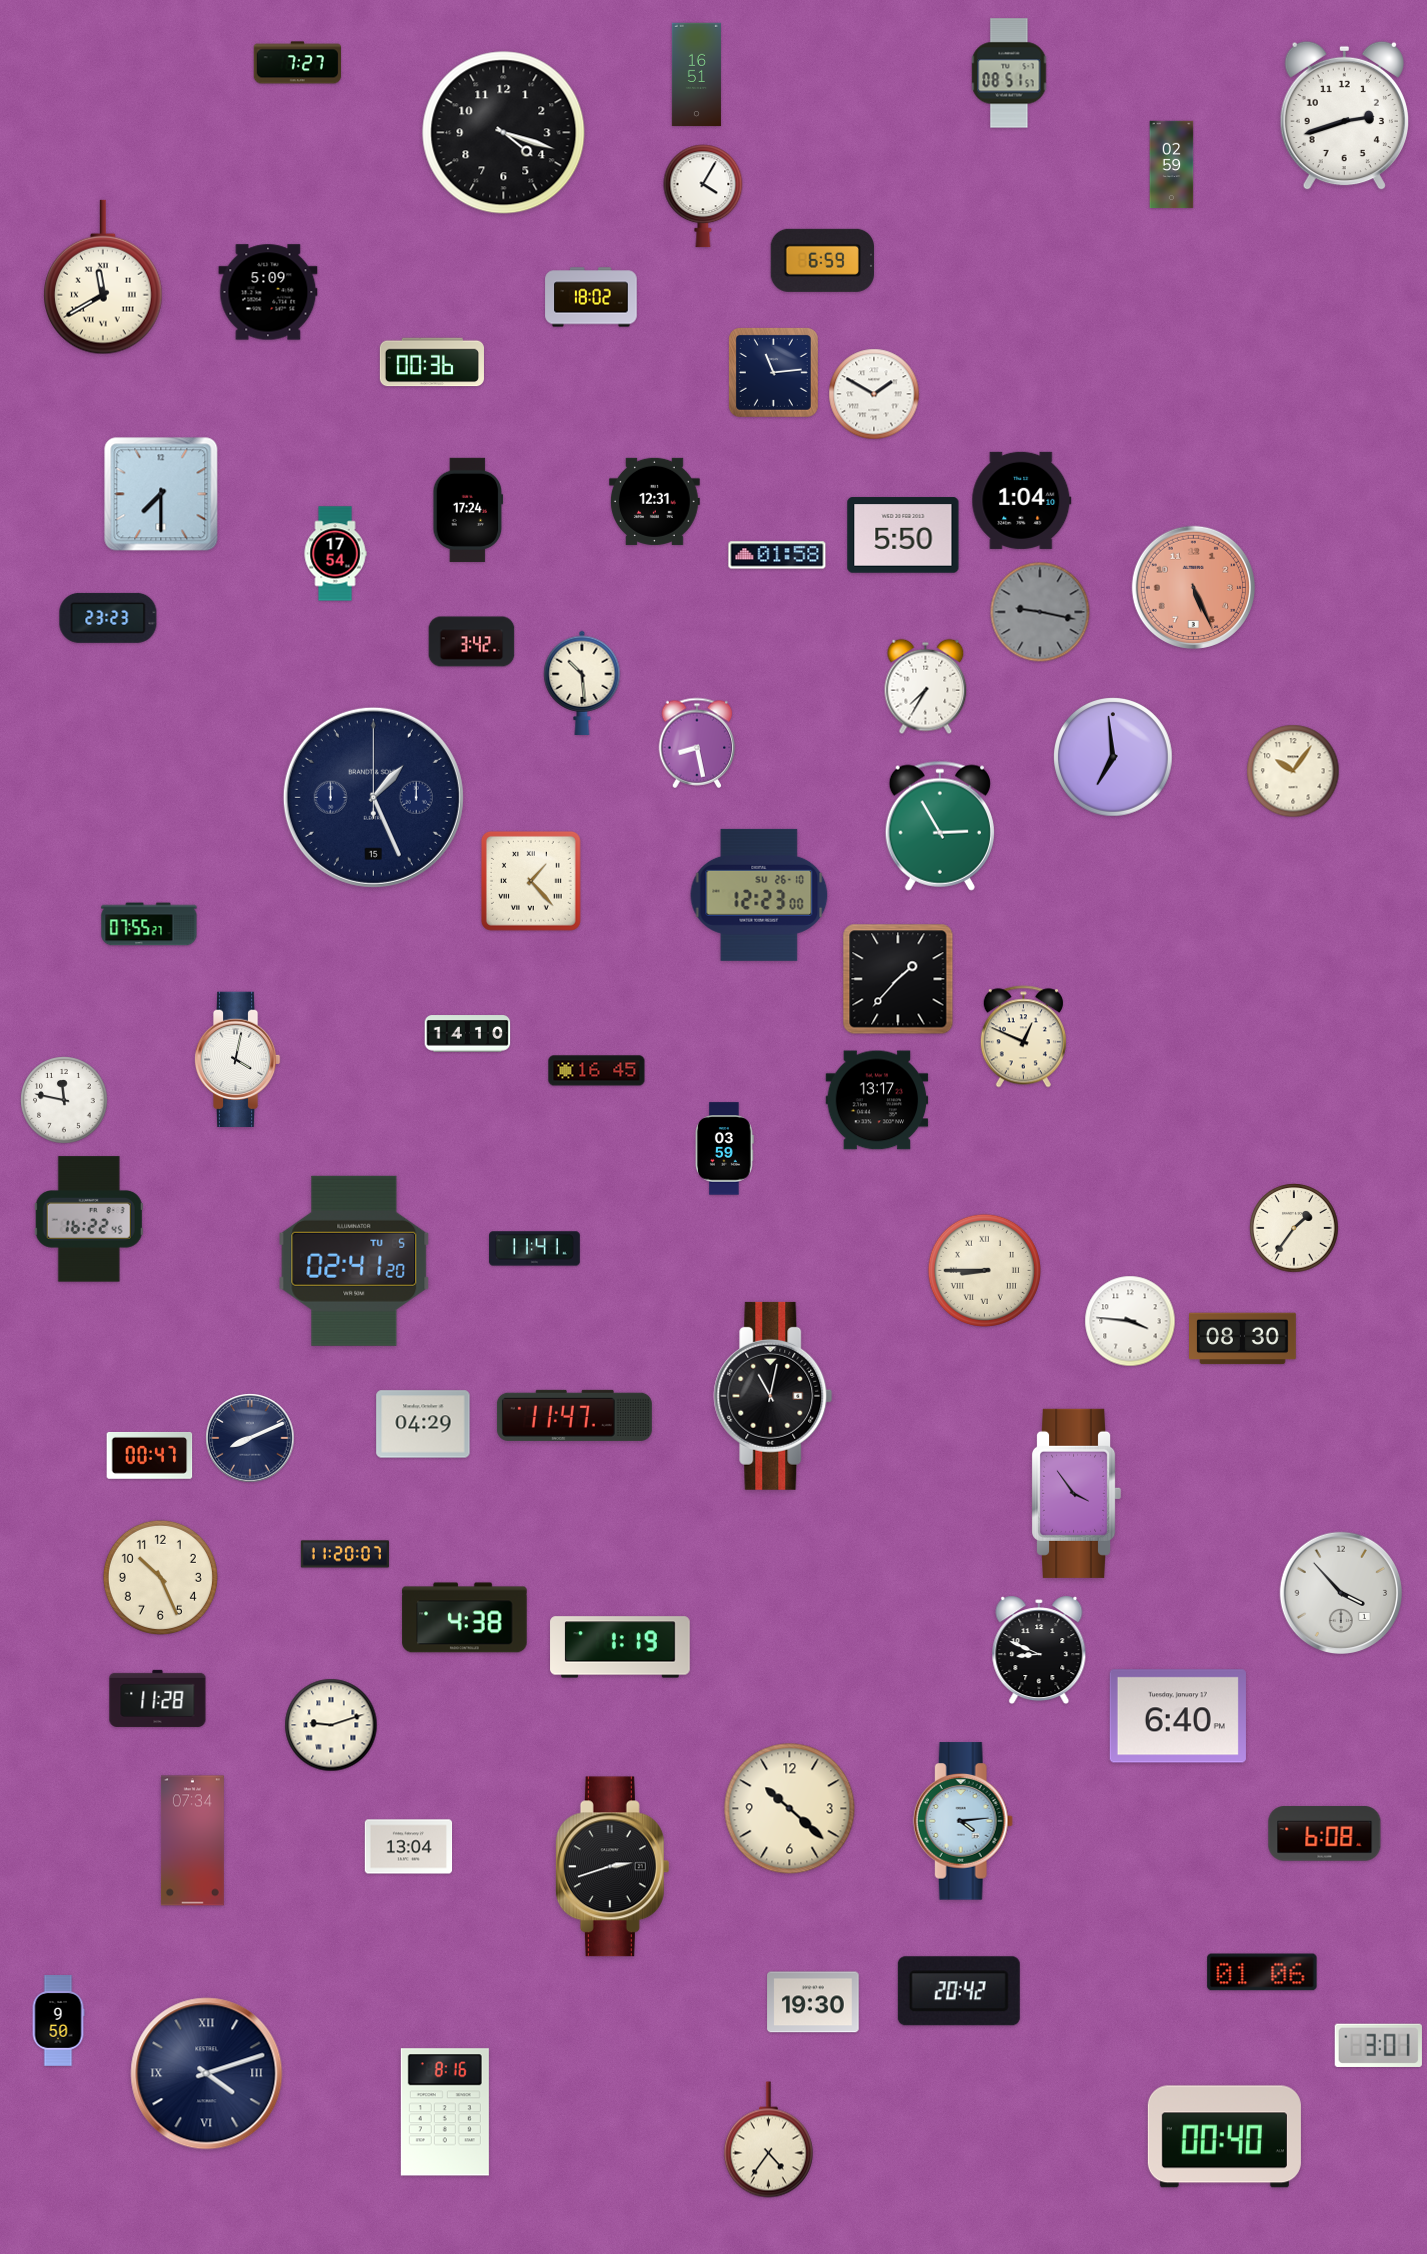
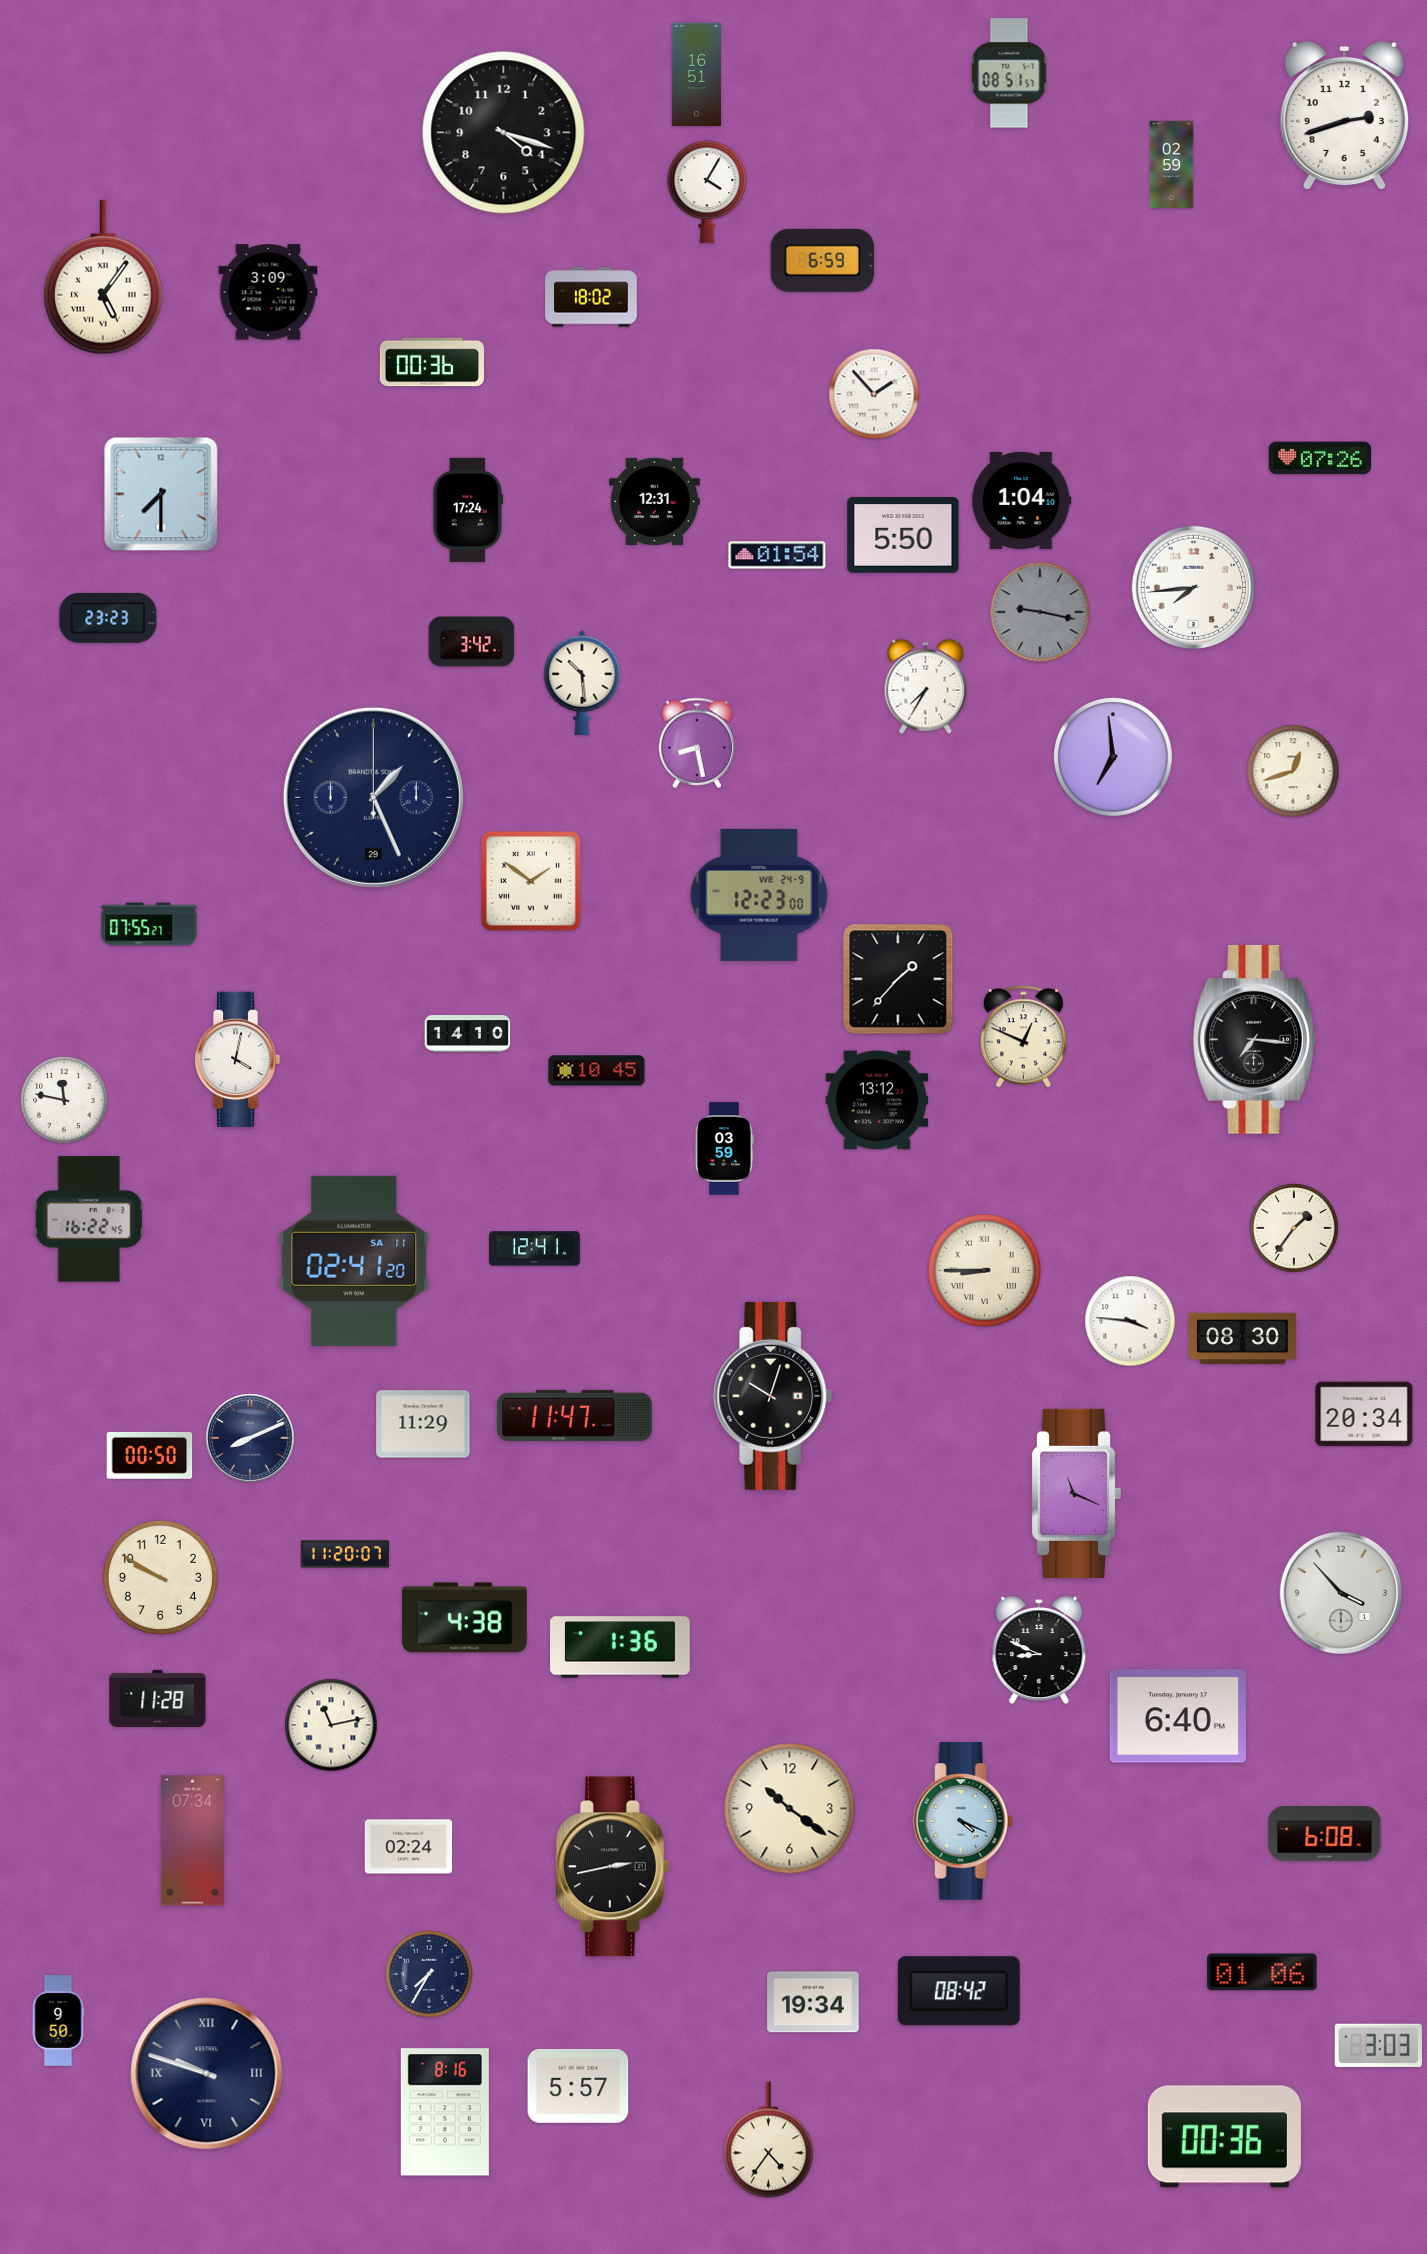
clock at (297, 63): 7:27 -> none
clock at (703, 196) position: (703, 196) -> (707, 192)
clock at (104, 277): 11:40 -> 5:06
clock at (268, 292): 5:09 -> 3:09
clock at (773, 372): 11:14 -> none
clock at (874, 394): 1:50 -> 1:53
clock at (1320, 458): none -> 07:26
clock at (335, 554): 17:54 -> none
clock at (777, 555): 01:58 -> 01:54
clock at (1193, 587): 5:26 -> 7:44
clock at (1193, 587) dial: salmon -> white
clock at (1293, 771): 10:06 -> 12:42
clock at (373, 797) date: 15 -> 29
clock at (940, 826): 2:55 -> none
clock at (531, 881): 1:23 -> 1:51
clock at (759, 895) date: SU 26-10 -> WE 24-9
clock at (1254, 1039): none -> 7:16
clock at (597, 1071): 16:45 -> 10:45
clock at (877, 1100): 13:17 -> 13:12
clock at (535, 1249): 11:41 -> 12:41
clock at (354, 1261) date: TU 5 -> SA 11
clock at (773, 1396): 11:02 -> 10:03
clock at (1364, 1414): none -> 20:34
clock at (423, 1424): 04:29 -> 11:29
clock at (150, 1455): 00:47 -> 00:50
clock at (1077, 1493): 3:54 -> 11:19
clock at (160, 1577): 10:26 -> 9:50
clock at (620, 1647): 1:19 -> 1:36
clock at (331, 1725): 9:12 -> 11:13
clock at (790, 1809): 10:22 -> 10:21
clock at (963, 1821): 4:14 -> 4:19
clock at (409, 1847): 13:04 -> 02:24
clock at (612, 1867): 2:42 -> 2:43
clock at (429, 1974): none -> 7:35
clock at (959, 1991): 20:42 -> 08:42
clock at (813, 2002): 19:30 -> 19:34
clock at (1378, 2045): 3:01 -> 3:03
clock at (207, 2074): 4:12 -> 9:48
clock at (578, 2086): none -> 5:57
clock at (1224, 2137): 00:40 -> 00:36
